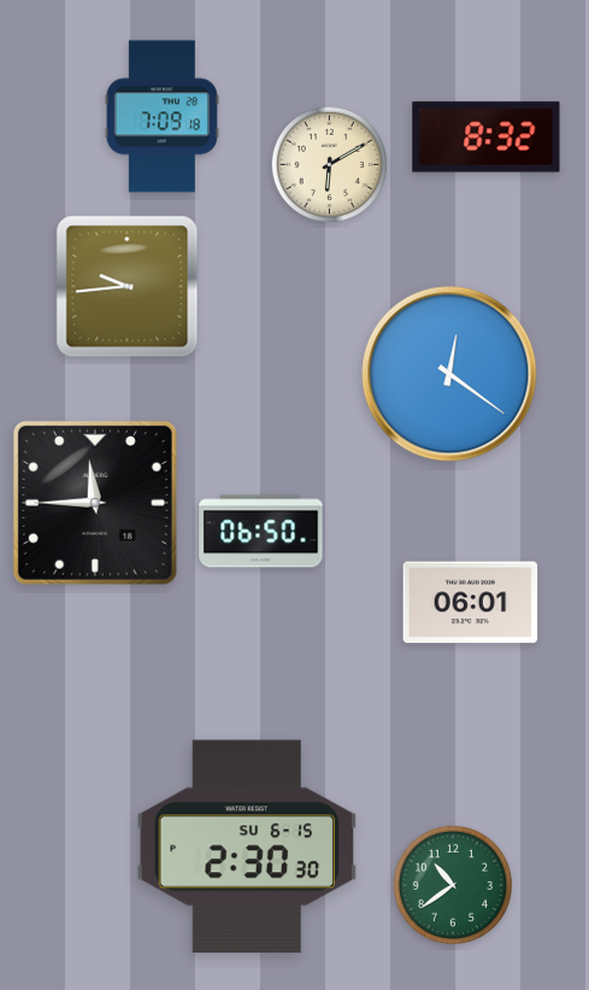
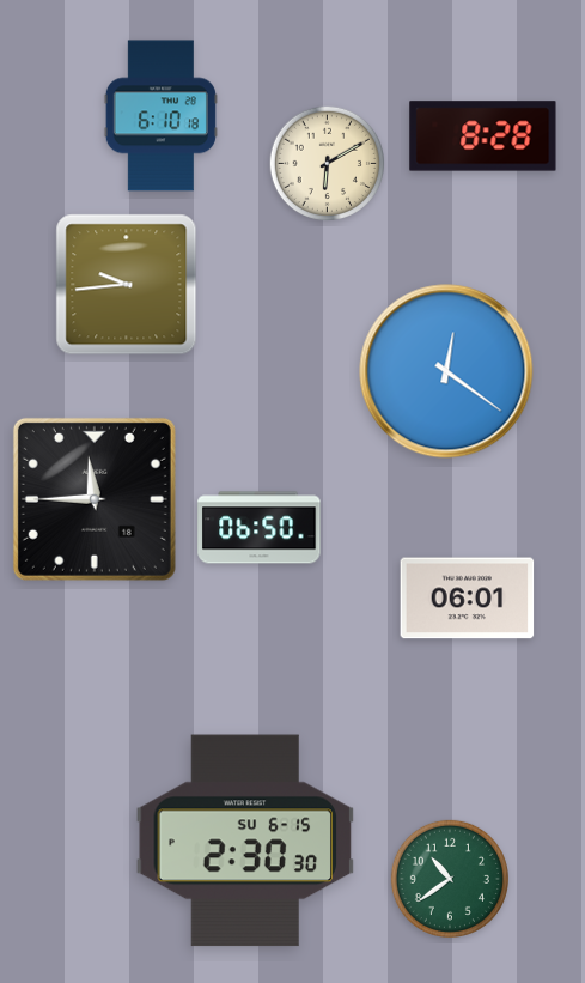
clock at (161, 117): 7:09 -> 6:10
clock at (487, 137): 8:32 -> 8:28
